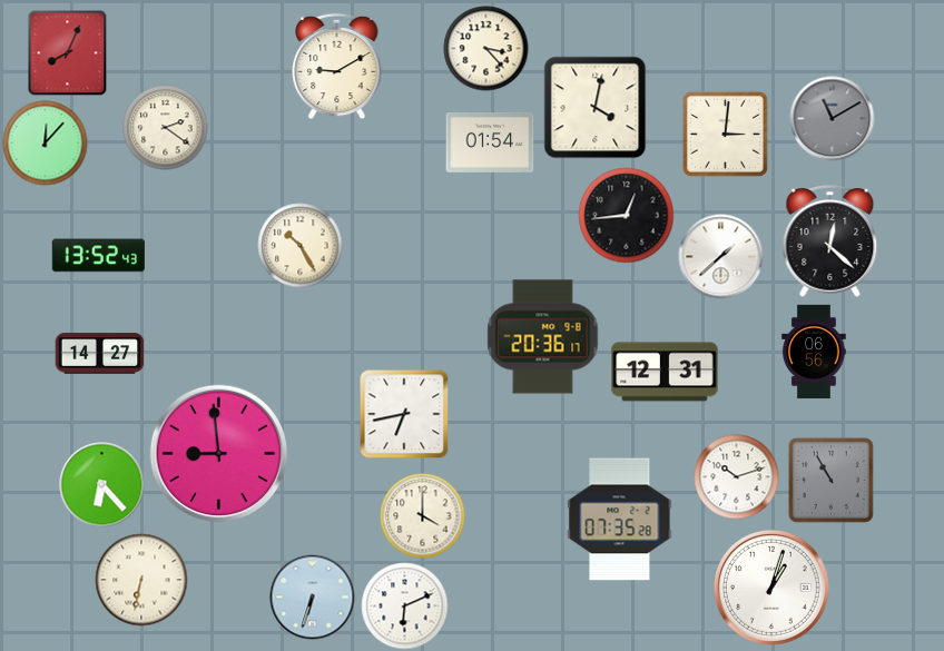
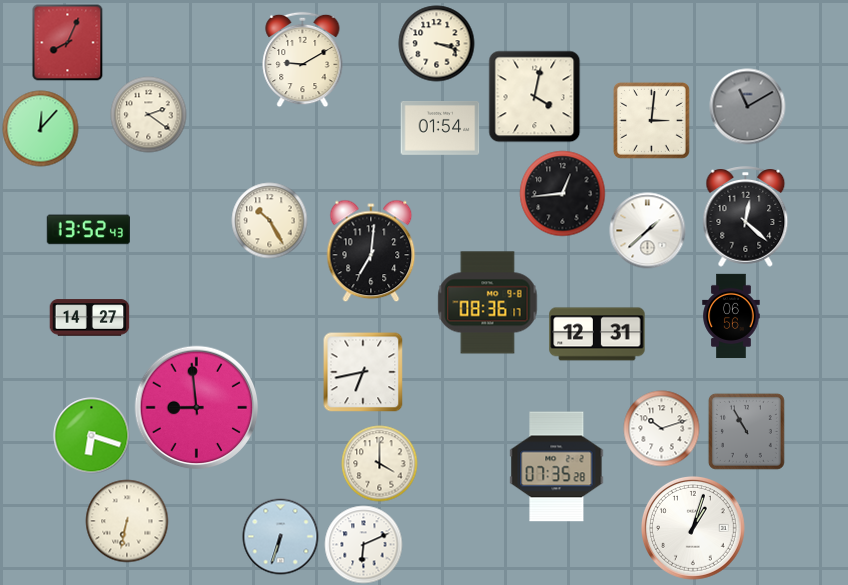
clock at (486, 49): 3:23 -> 3:18
clock at (68, 53) position: (68, 53) -> (68, 43)
clock at (371, 251): none -> 7:01
clock at (543, 337): 20:36 -> 08:36
clock at (102, 485): 6:23 -> 6:18
